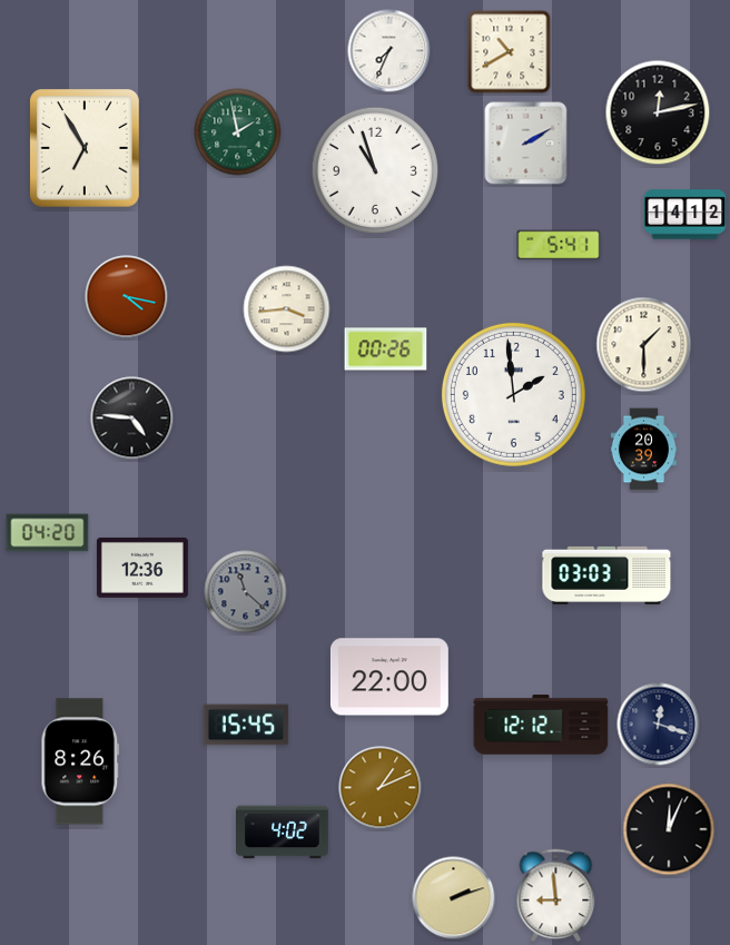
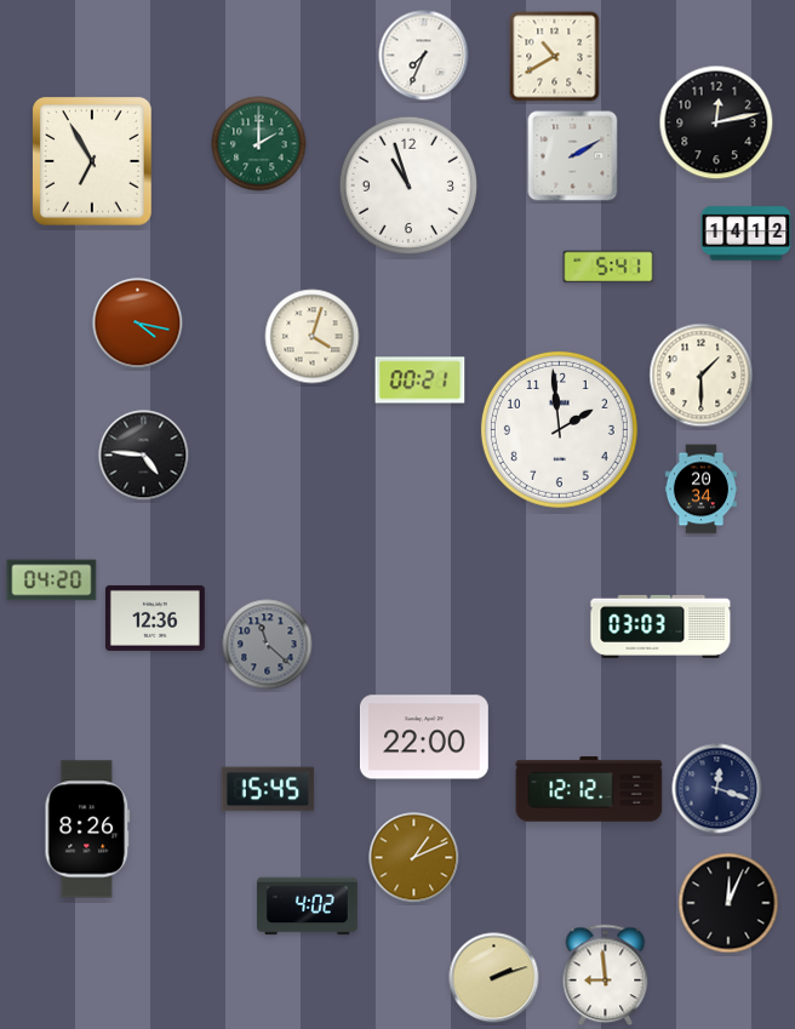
clock at (238, 132): 1:58 -> 2:00
clock at (287, 309): 3:44 -> 4:03
clock at (386, 350): 00:26 -> 00:21
clock at (644, 450): 20:39 -> 20:34
